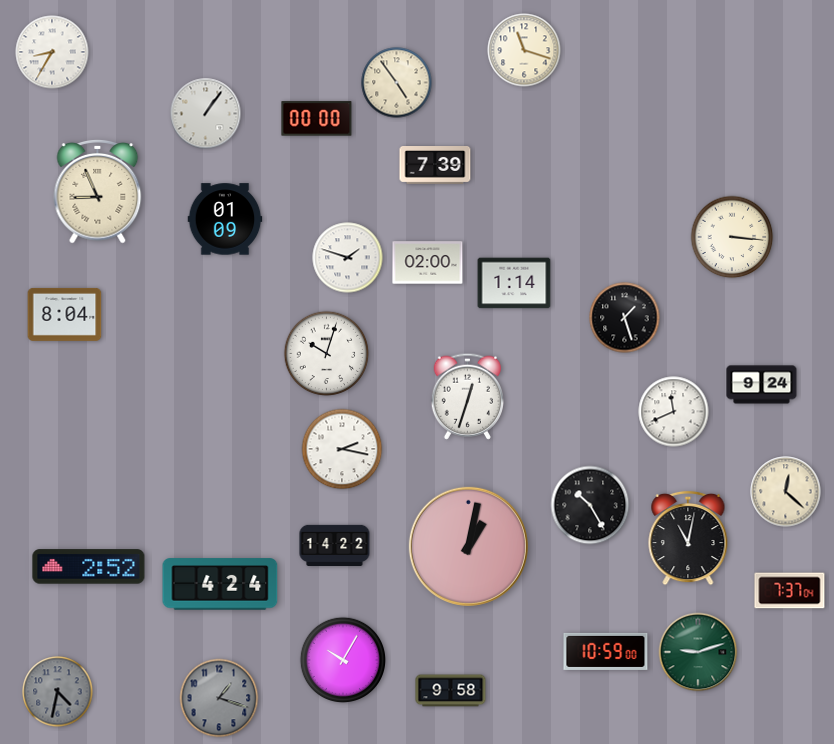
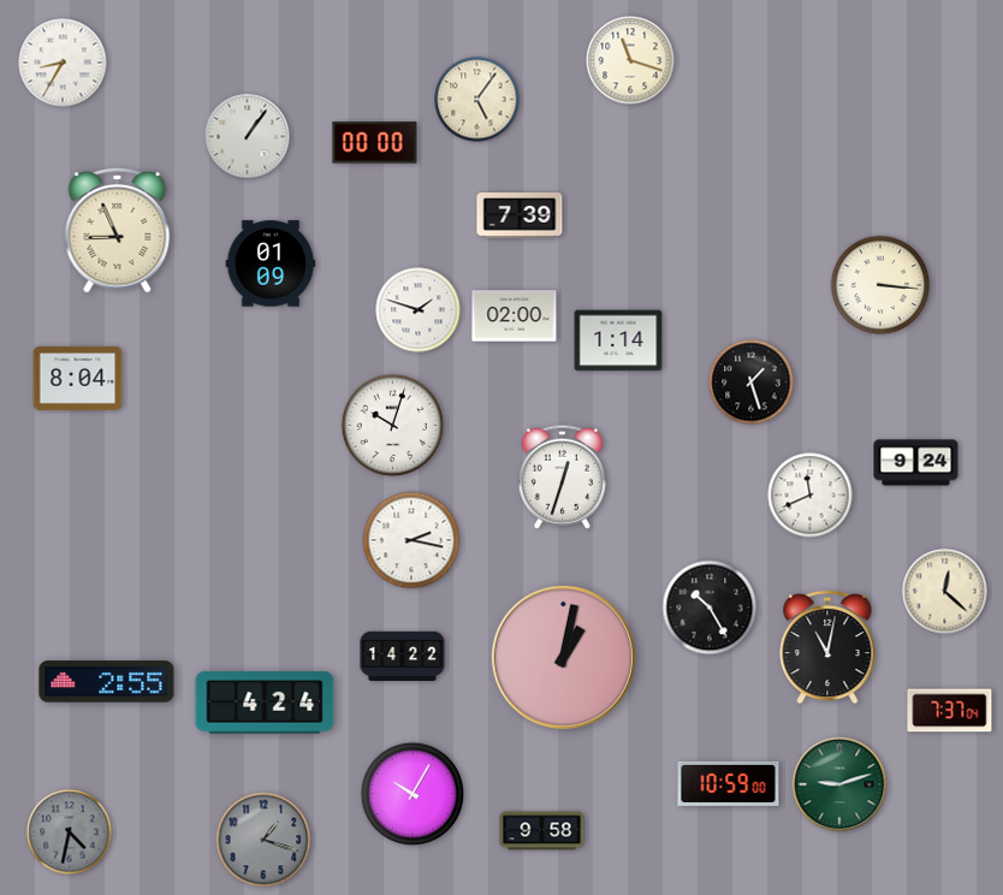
clock at (397, 83): 4:54 -> 5:06
clock at (317, 119) position: (317, 119) -> (375, 143)
clock at (435, 166) position: (435, 166) -> (520, 217)
clock at (89, 567): 2:52 -> 2:55
